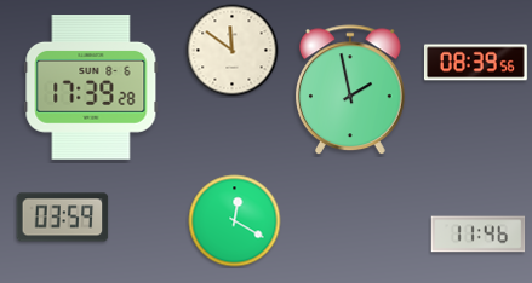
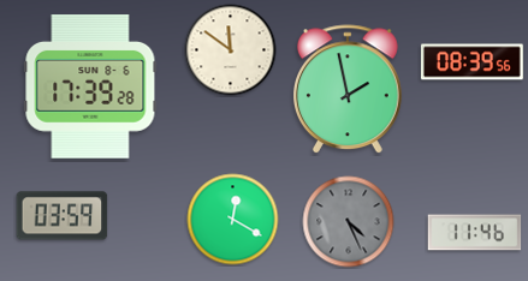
clock at (349, 222): none -> 4:26
